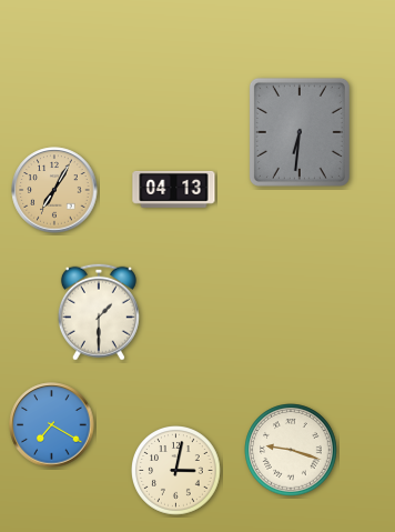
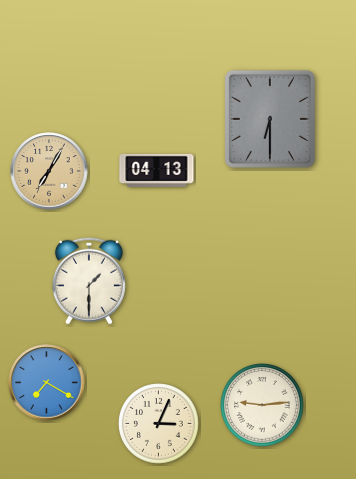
clock at (300, 132): 6:31 -> 6:30
clock at (291, 450): 9:18 -> 9:14
clock at (176, 471): 3:02 -> 3:04
